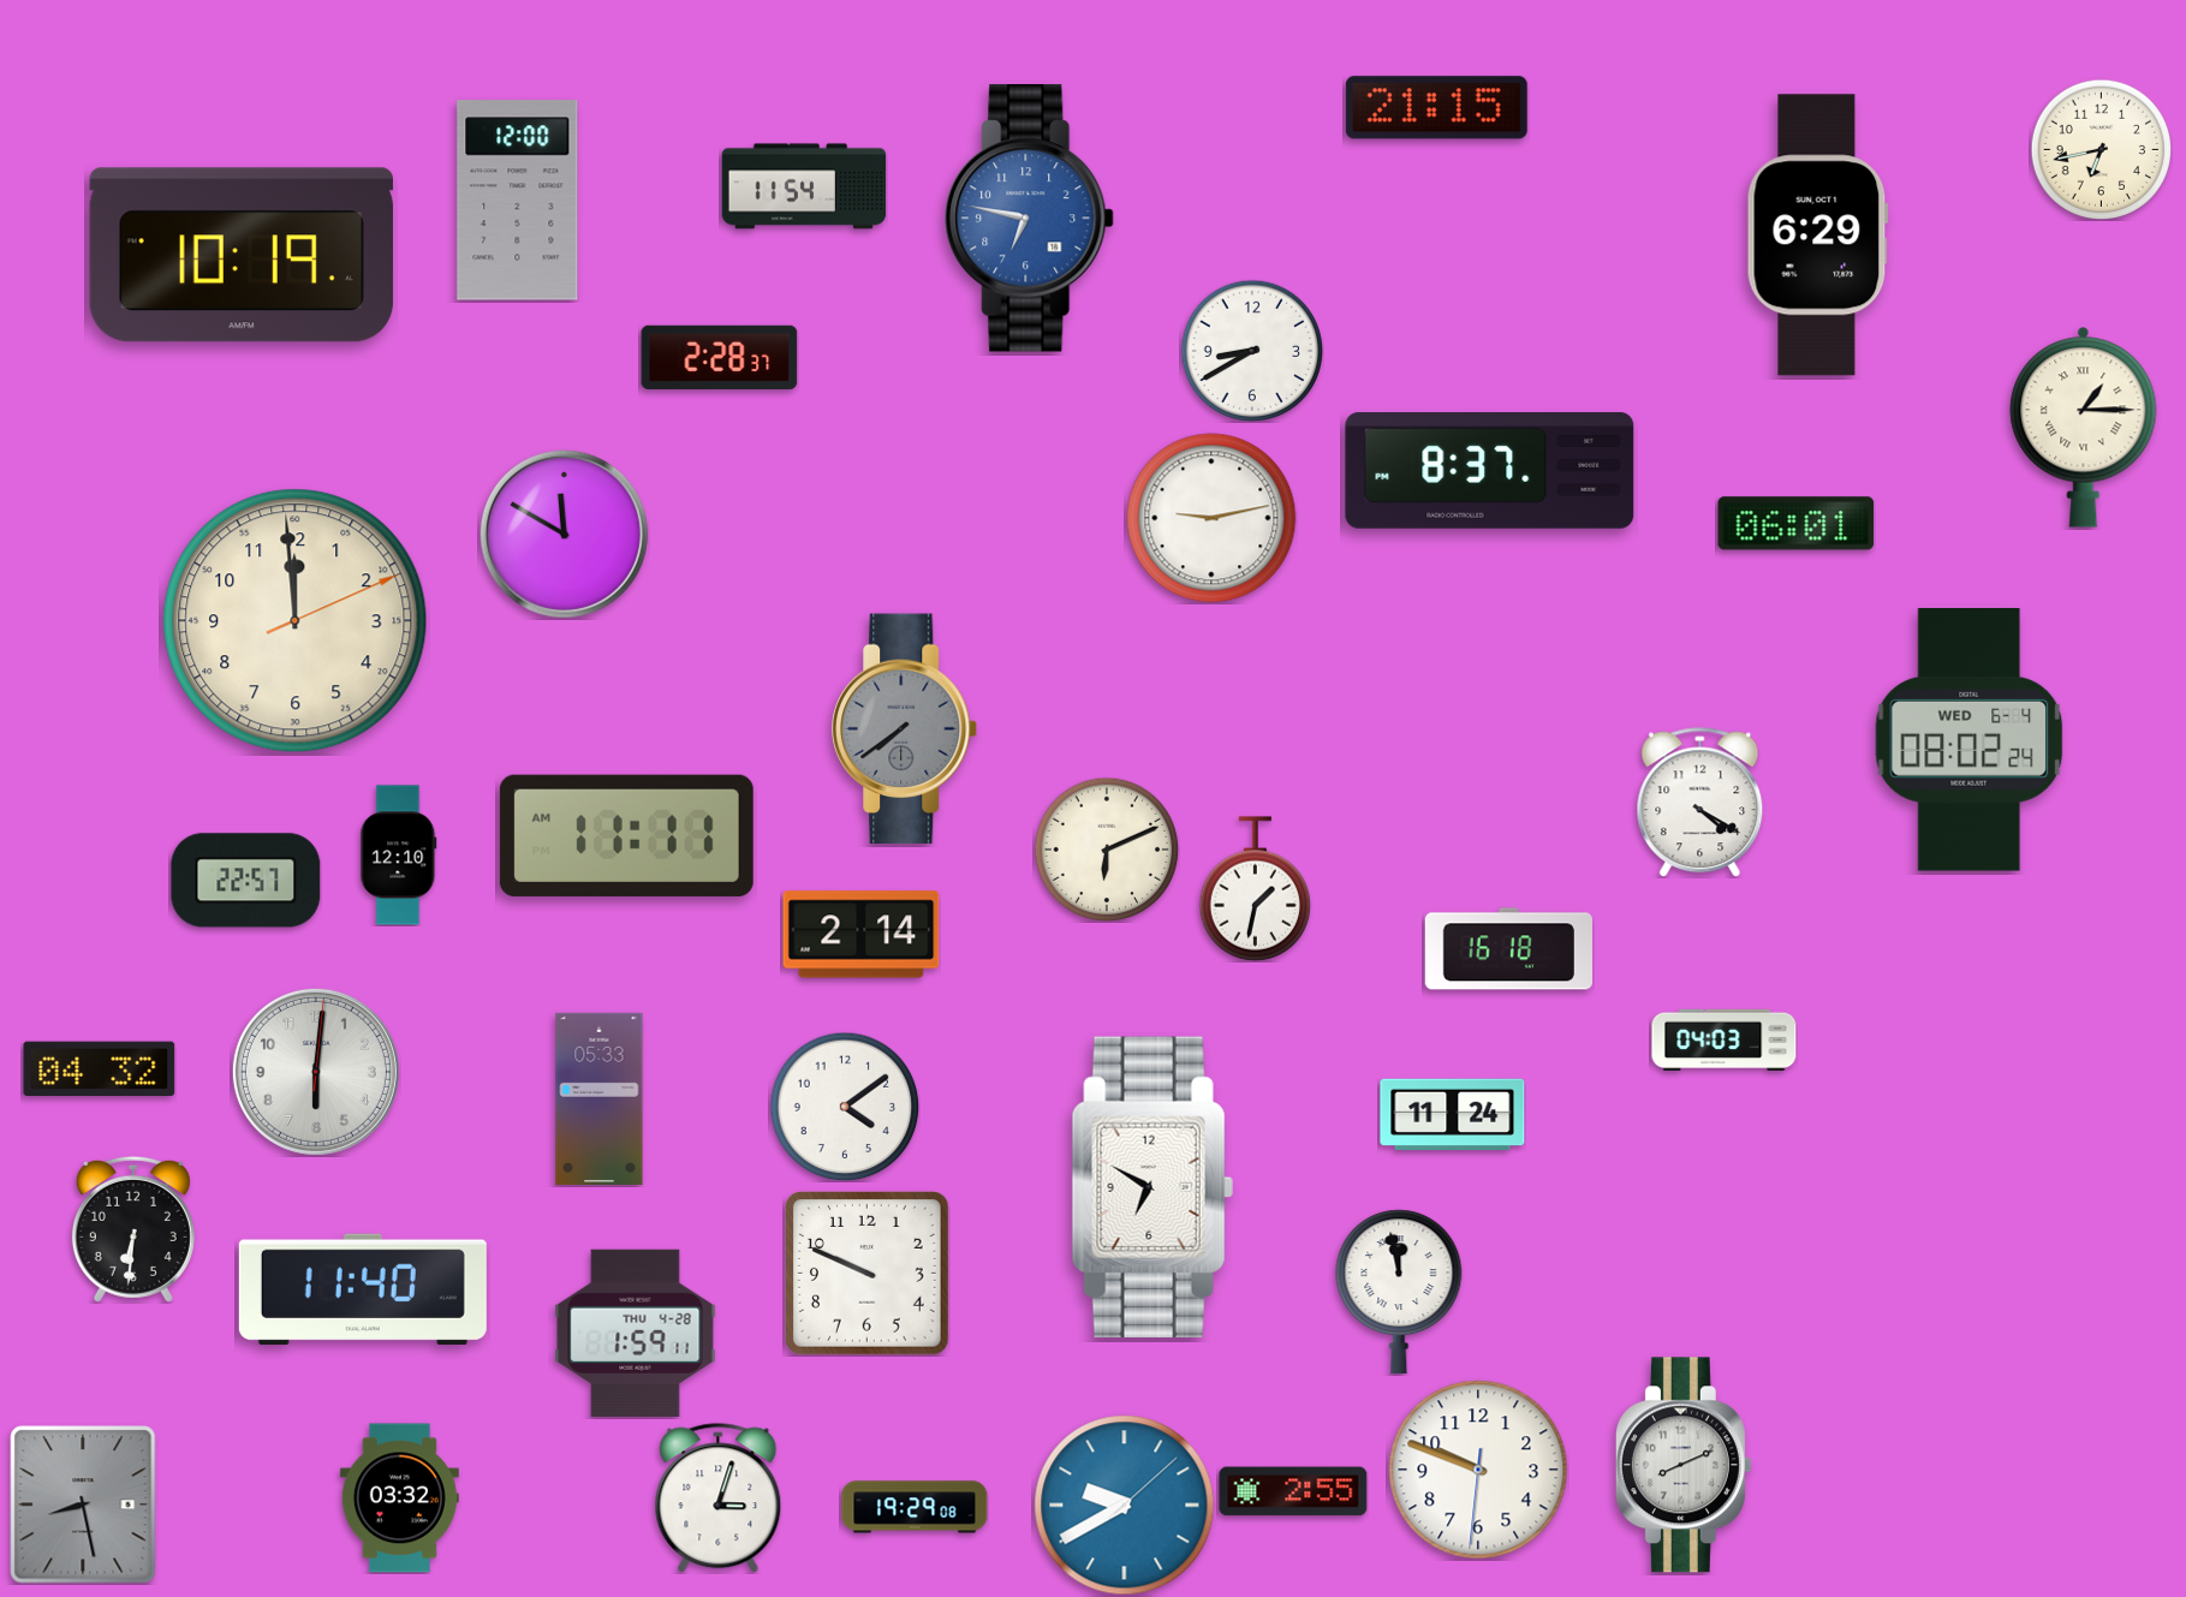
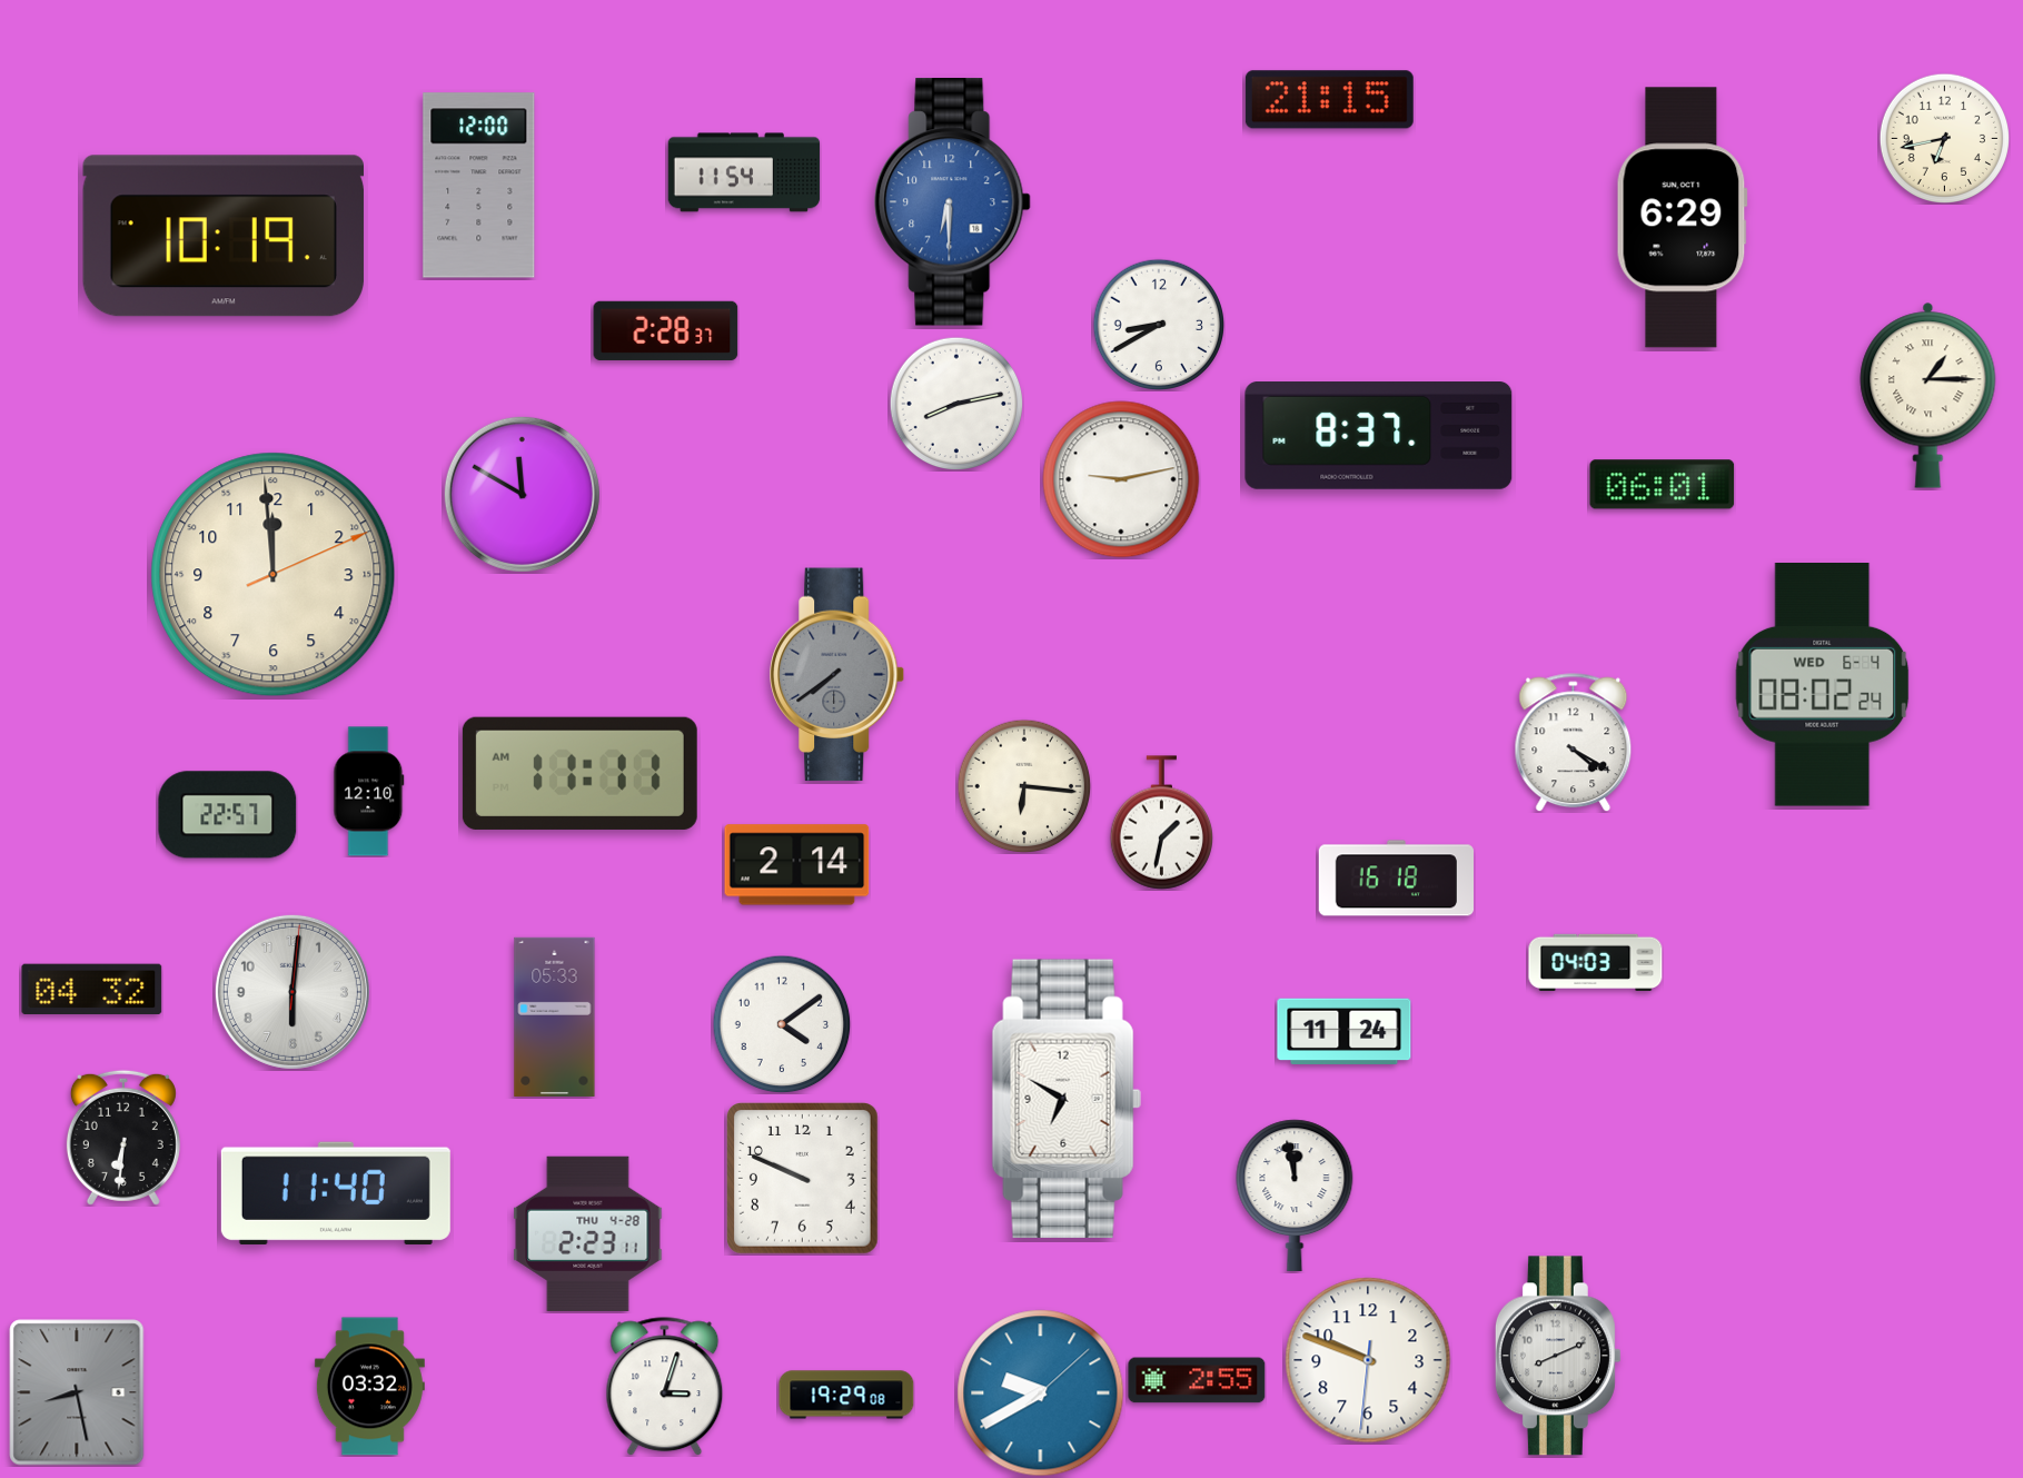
clock at (1030, 219): 6:47 -> 6:30
clock at (956, 404): none -> 8:13
clock at (1107, 850): 6:11 -> 6:16
clock at (636, 1333): 1:59 -> 2:23
